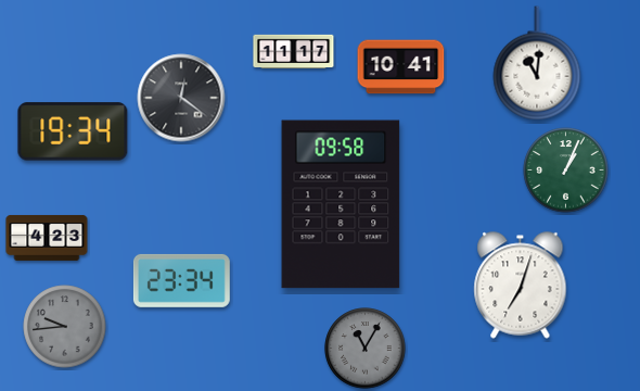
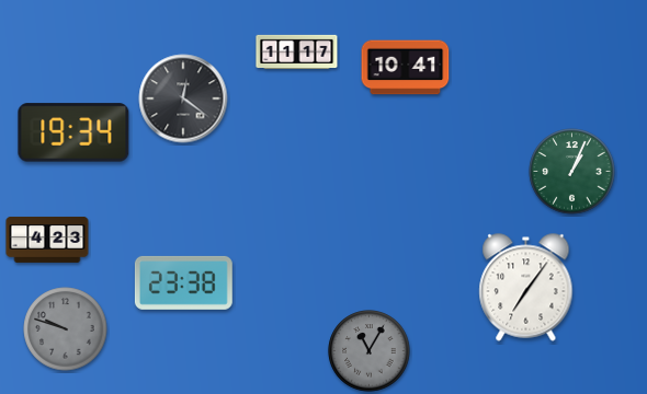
clock at (537, 63): 11:01 -> none
clock at (341, 204): 09:58 -> none
clock at (181, 280): 23:34 -> 23:38
clock at (521, 286): 7:03 -> 7:06
clock at (65, 327): 9:44 -> 9:48
